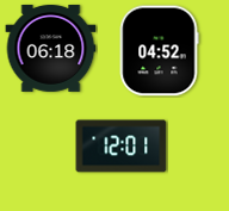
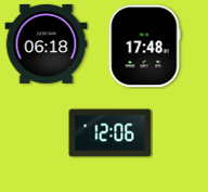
clock at (159, 51): 04:52 -> 17:48
clock at (122, 147): 12:01 -> 12:06
